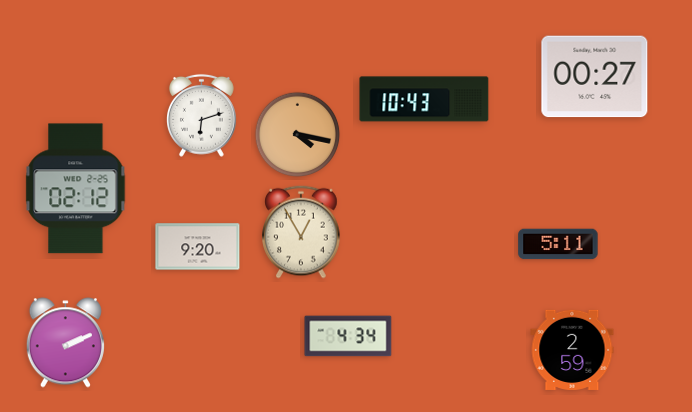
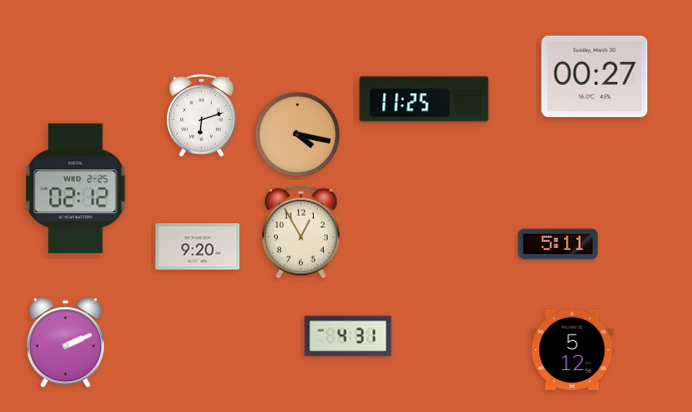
clock at (424, 99): 10:43 -> 11:25
clock at (348, 336): 4:34 -> 4:31
clock at (572, 349): 2:59 -> 5:12
